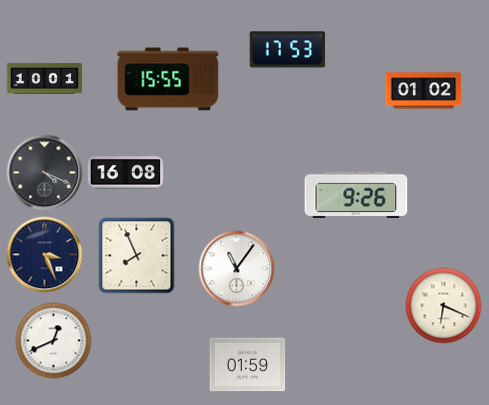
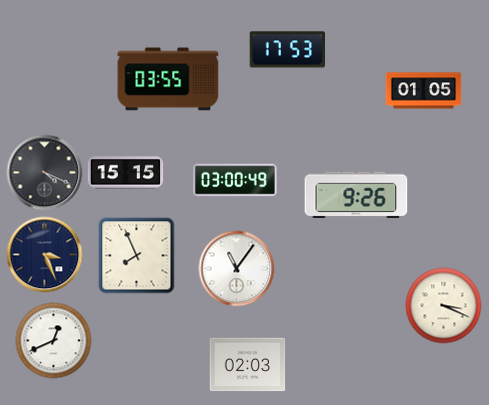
clock at (45, 78): 10:01 -> none
clock at (168, 79): 15:55 -> 03:55
clock at (424, 91): 01:02 -> 01:05
clock at (126, 173): 16:08 -> 15:15
clock at (235, 180): none -> 03:00
clock at (444, 306): 6:19 -> 3:19
clock at (248, 365): 01:59 -> 02:03
